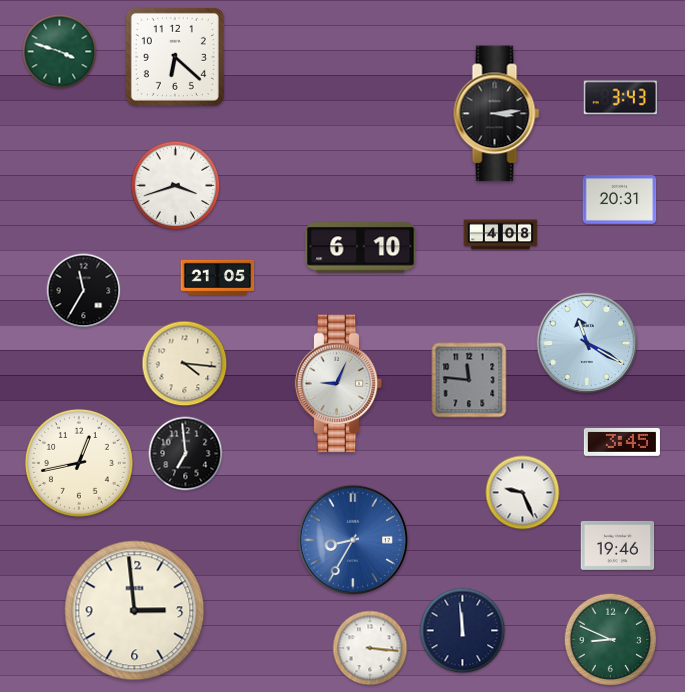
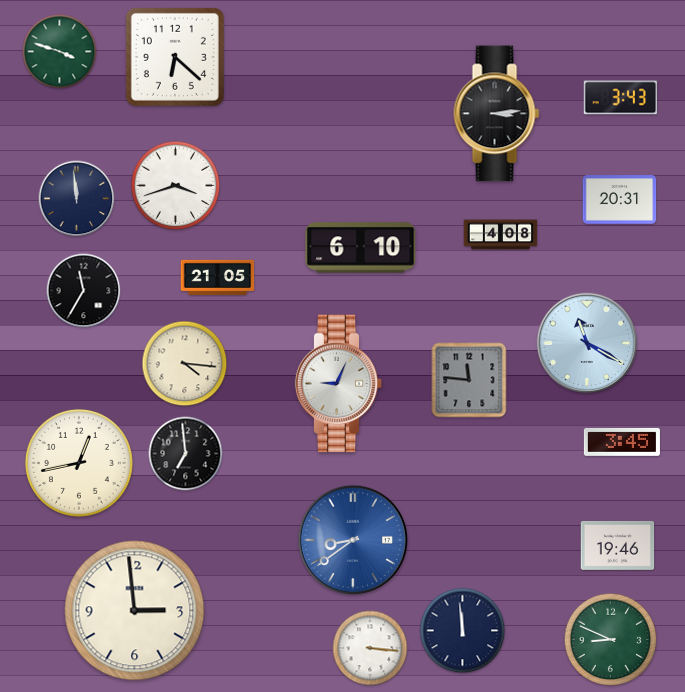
clock at (77, 199): none -> 11:59
clock at (523, 493): 9:26 -> none
clock at (352, 539): 8:35 -> 8:39
